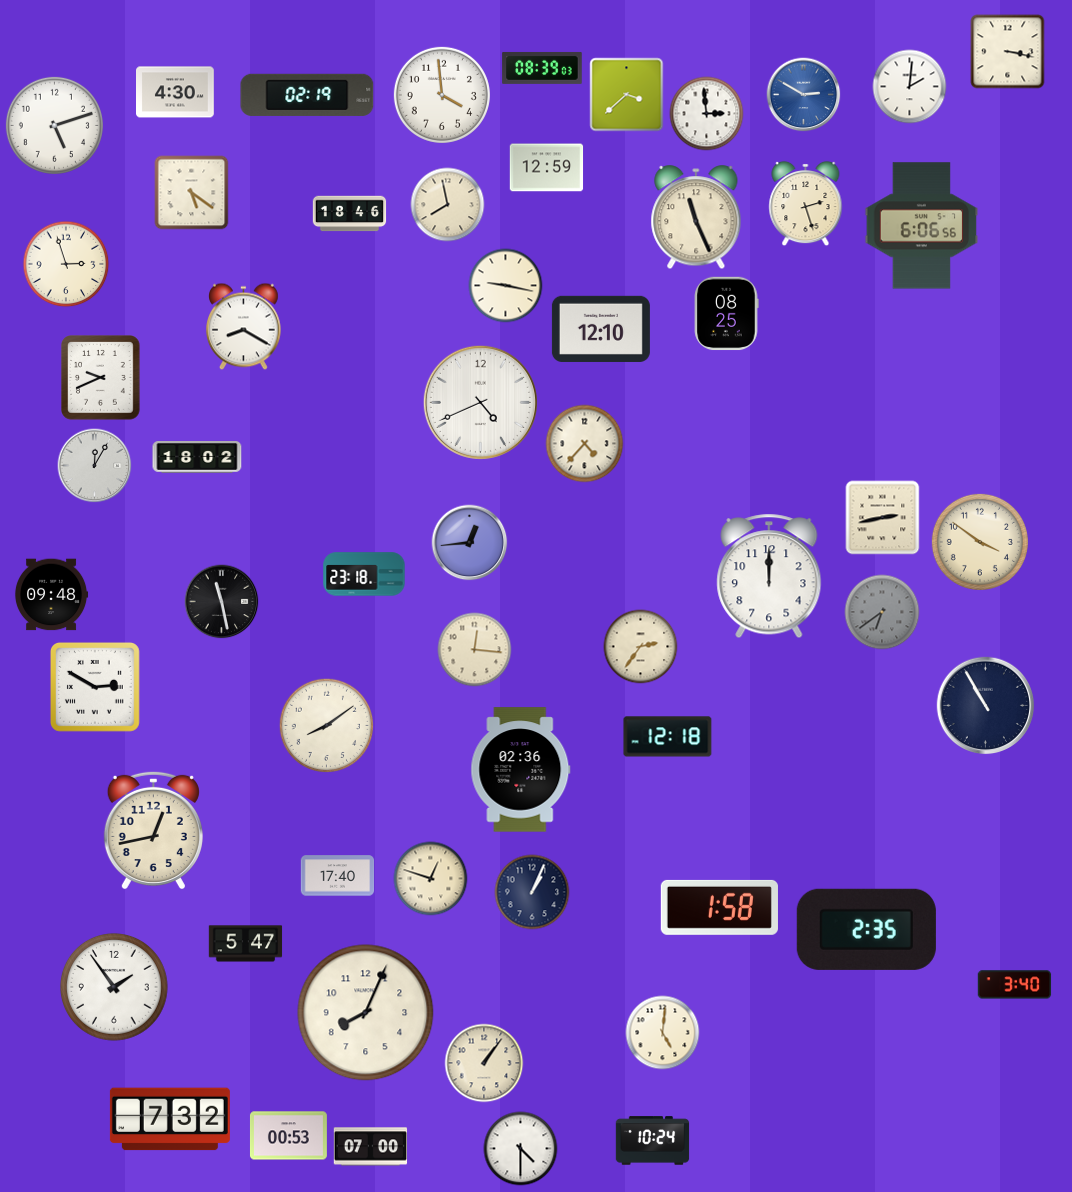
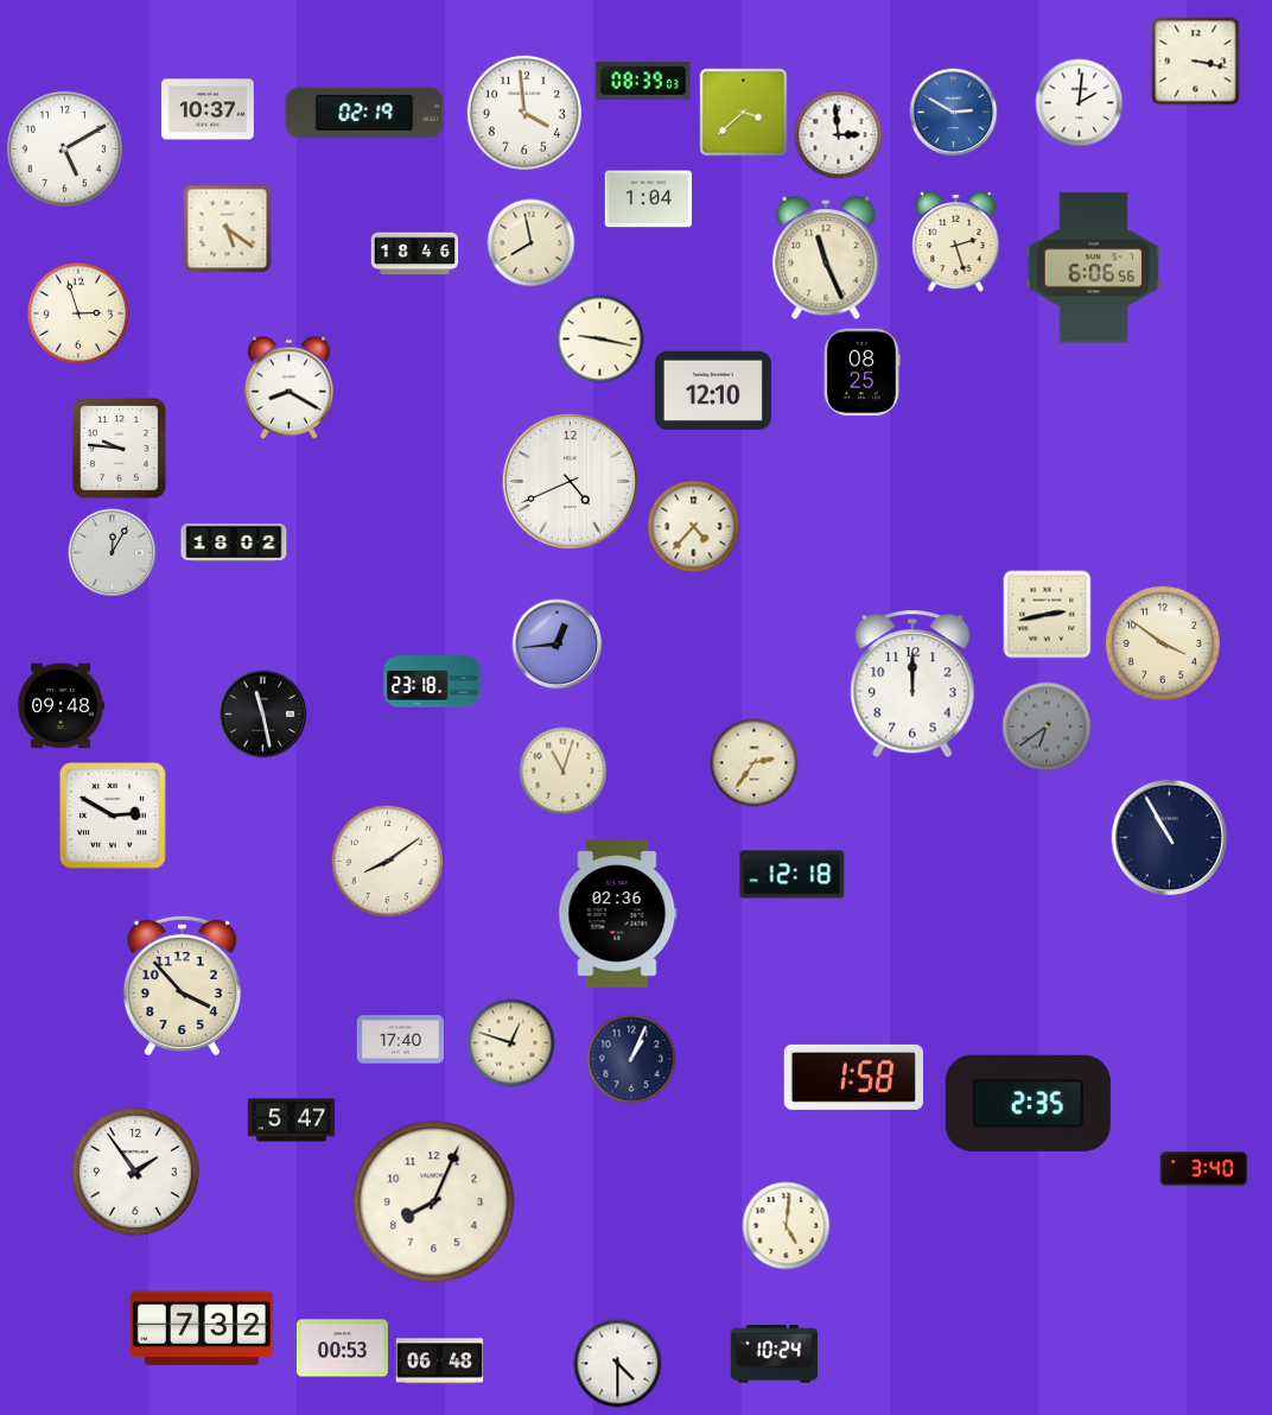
clock at (176, 92): 4:30 -> 10:37
clock at (54, 125): 5:12 -> 5:10
clock at (547, 168): 12:59 -> 1:04
clock at (101, 378): 9:41 -> 9:46
clock at (480, 402) position: (480, 402) -> (570, 481)
clock at (641, 647) position: (641, 647) -> (755, 763)
clock at (475, 650): 12:16 -> 11:03
clock at (153, 830): 12:43 -> 3:53
clock at (484, 1063): 1:06 -> none
clock at (371, 1147): 07:00 -> 06:48
